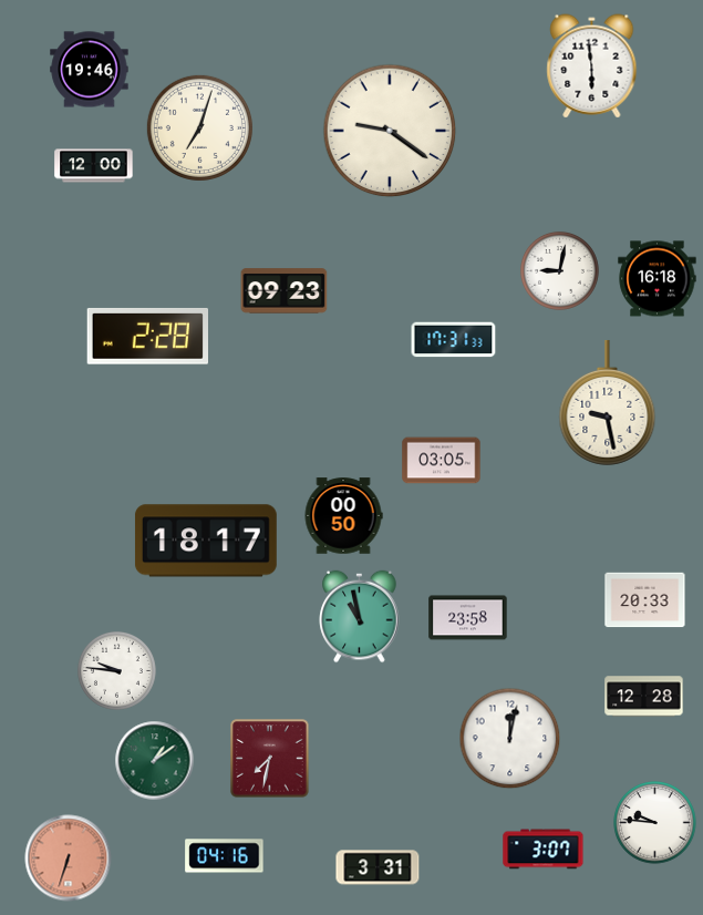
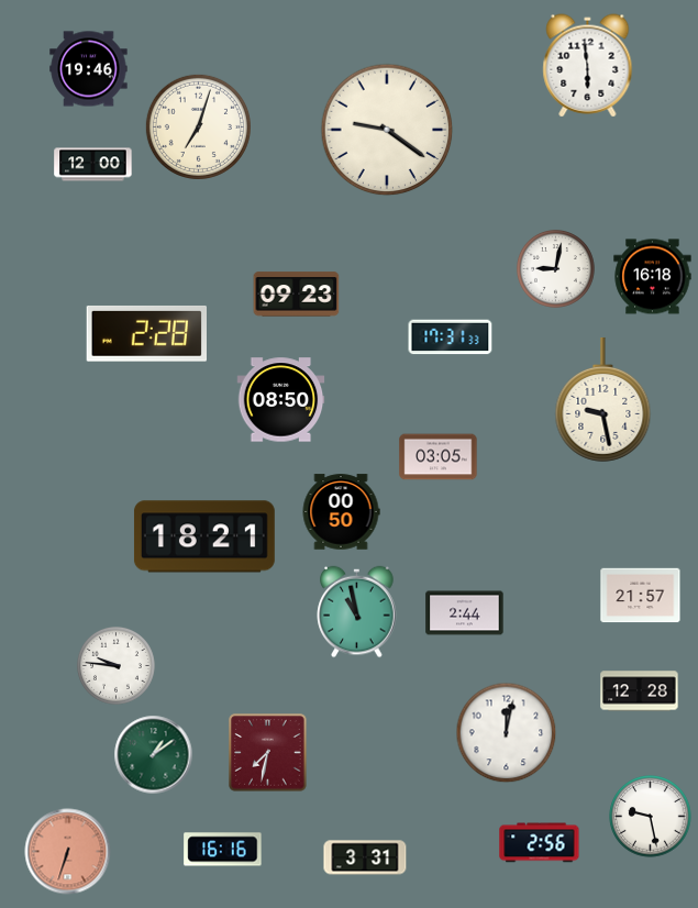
clock at (285, 291) position: (285, 291) -> (297, 295)
clock at (281, 400): none -> 08:50
clock at (206, 541): 18:17 -> 18:21
clock at (645, 600): 20:33 -> 21:57
clock at (468, 618): 23:58 -> 2:44
clock at (655, 823): 9:46 -> 9:28
clock at (544, 850): 3:07 -> 2:56
clock at (225, 856): 04:16 -> 16:16
clock at (378, 867) position: (378, 867) -> (365, 857)
